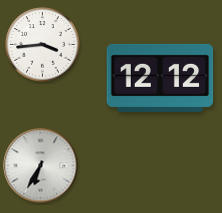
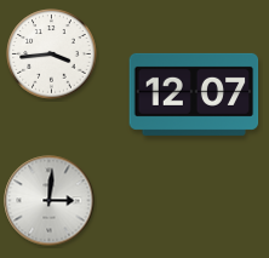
clock at (160, 78): 12:12 -> 12:07
clock at (41, 166): 6:35 -> 3:01
